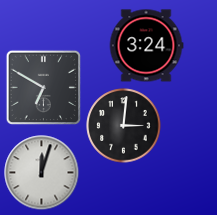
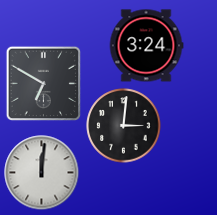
clock at (44, 88) position: (44, 88) -> (44, 84)
clock at (42, 173): 12:03 -> 12:01
